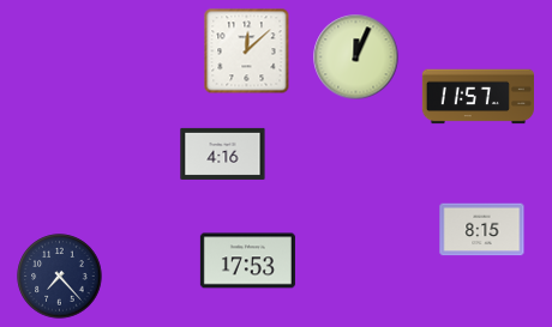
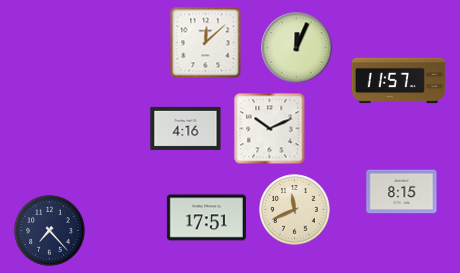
clock at (270, 129): none -> 10:11
clock at (295, 210): none -> 11:41
clock at (247, 261): 17:53 -> 17:51
